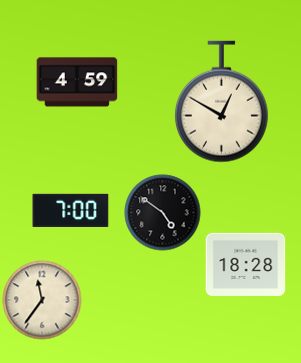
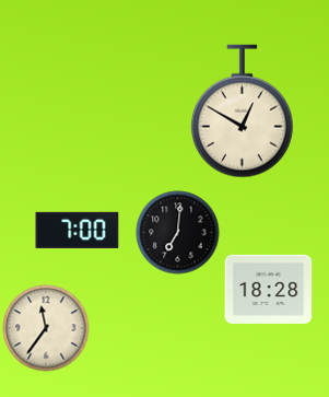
clock at (77, 82): 4:59 -> none
clock at (163, 213): 4:51 -> 7:01
